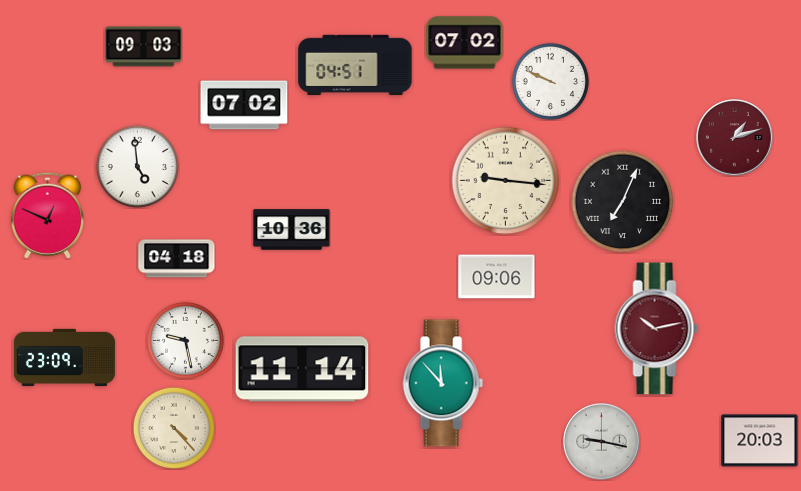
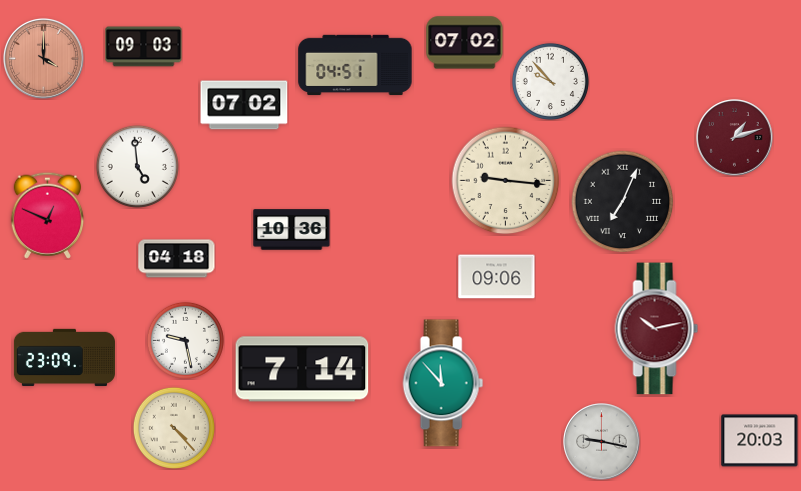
clock at (43, 58): none -> 4:00
clock at (550, 81): 9:49 -> 9:53
clock at (302, 369): 11:14 -> 7:14
